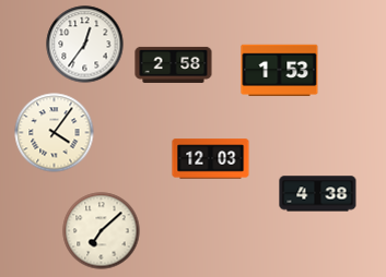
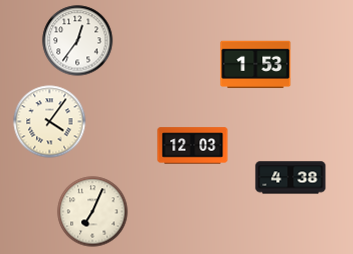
clock at (174, 64): 2:58 -> none
clock at (102, 231): 7:08 -> 7:04
